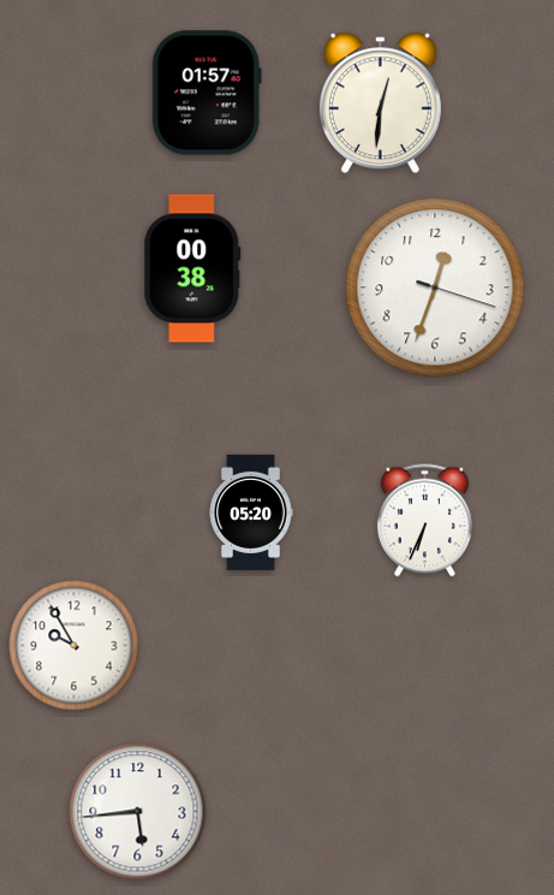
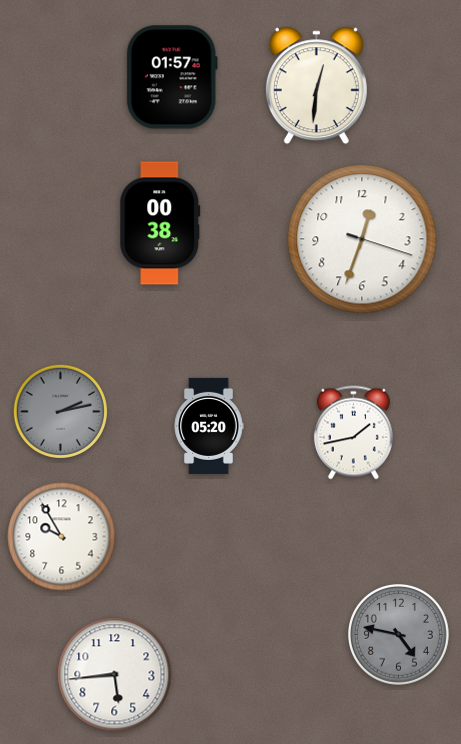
clock at (60, 411): none -> 2:13
clock at (424, 521): 6:34 -> 1:43
clock at (399, 635): none -> 4:47
